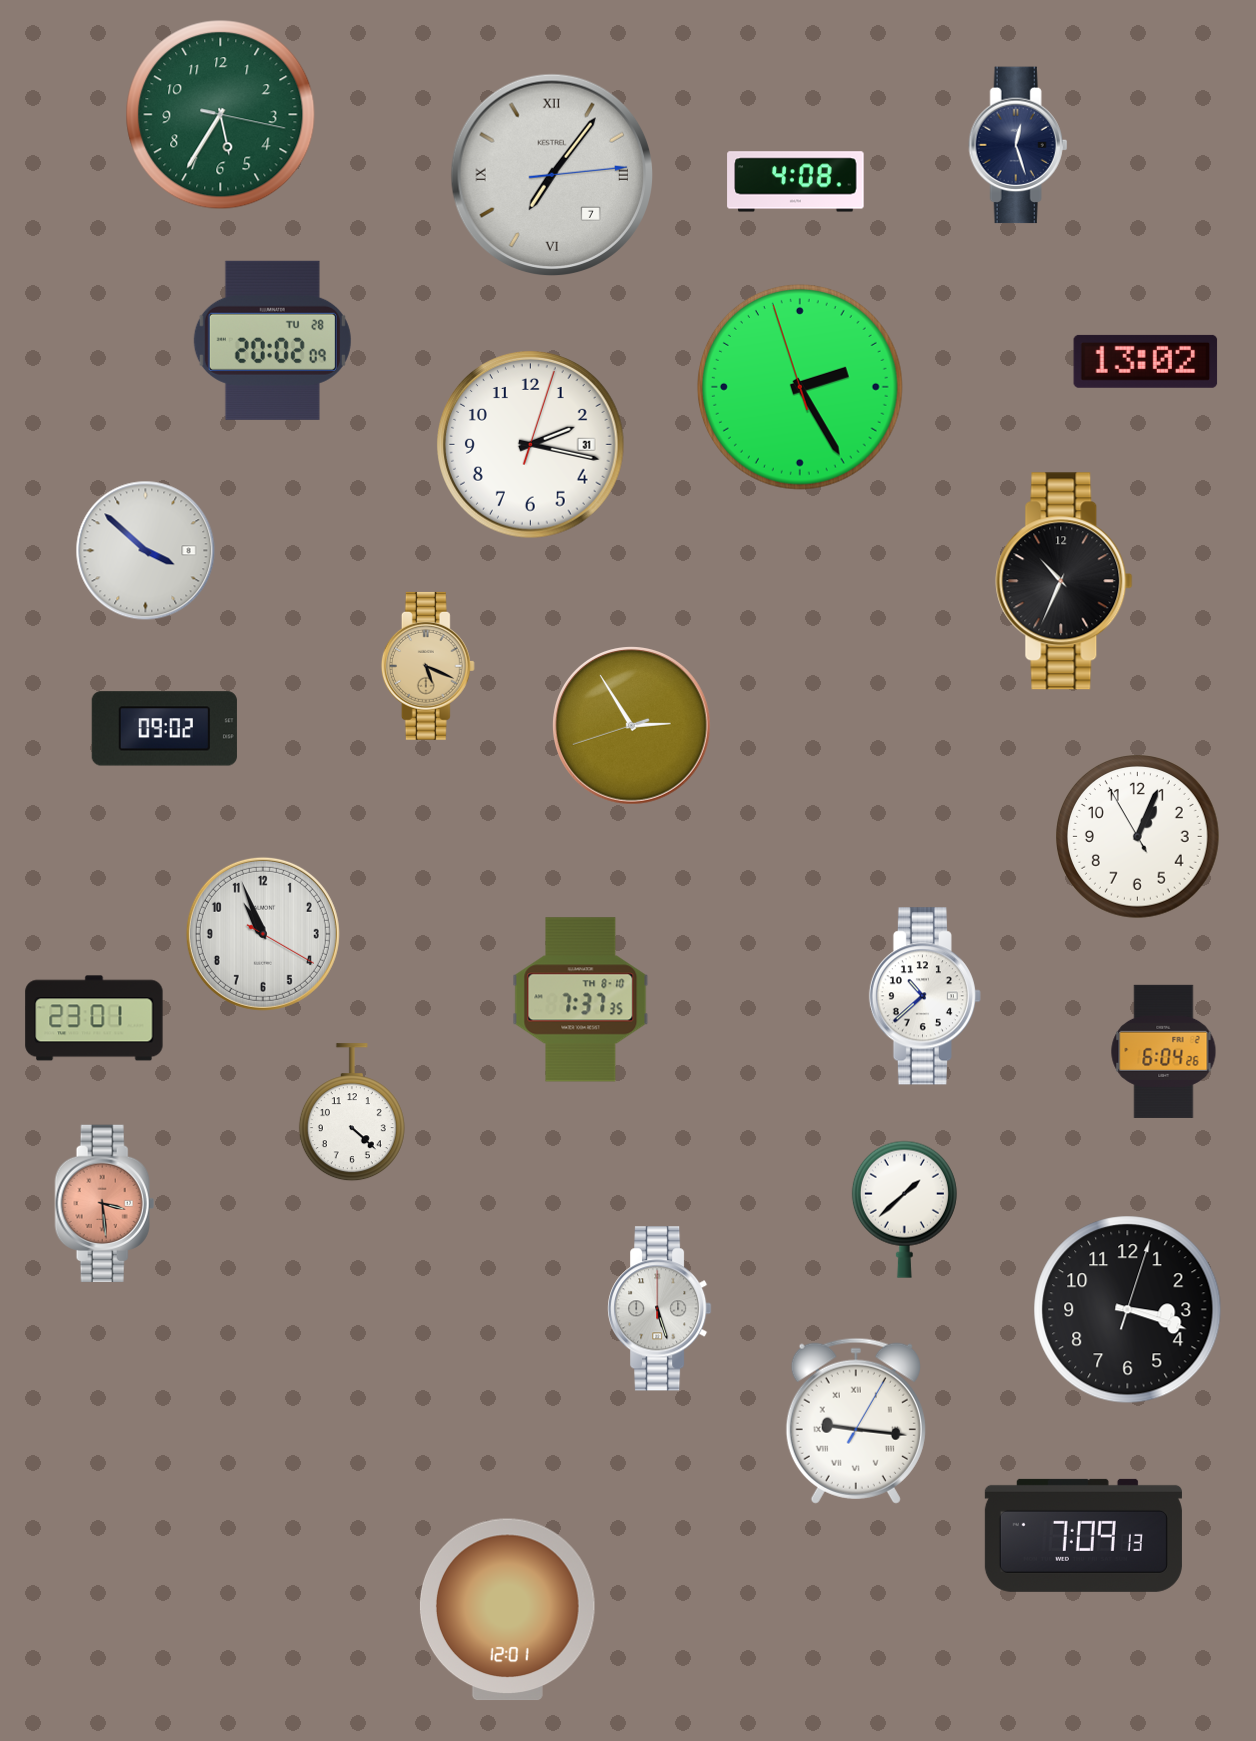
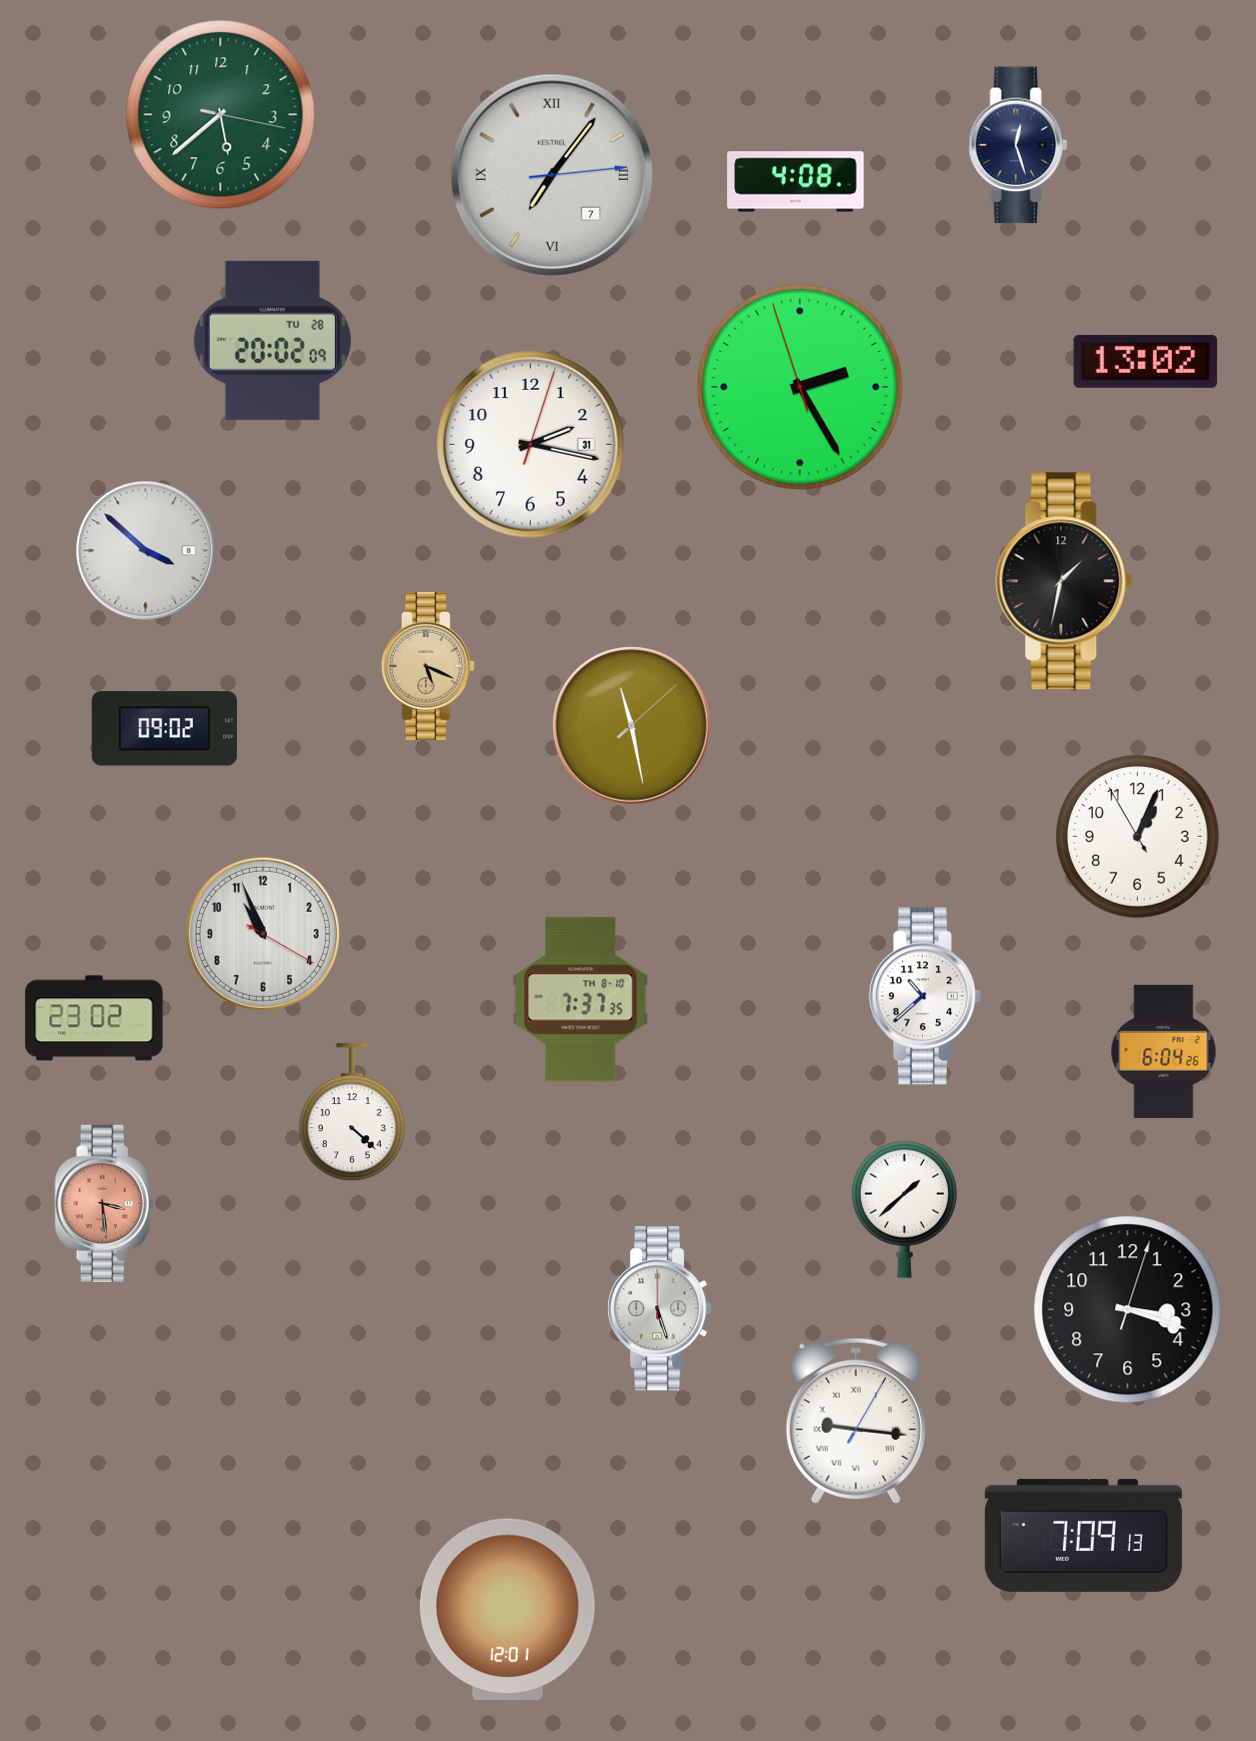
clock at (221, 115): 5:35 -> 5:38
clock at (1064, 581): 10:34 -> 1:32
clock at (632, 726): 2:54 -> 11:28
clock at (94, 1018): 23:01 -> 23:02
